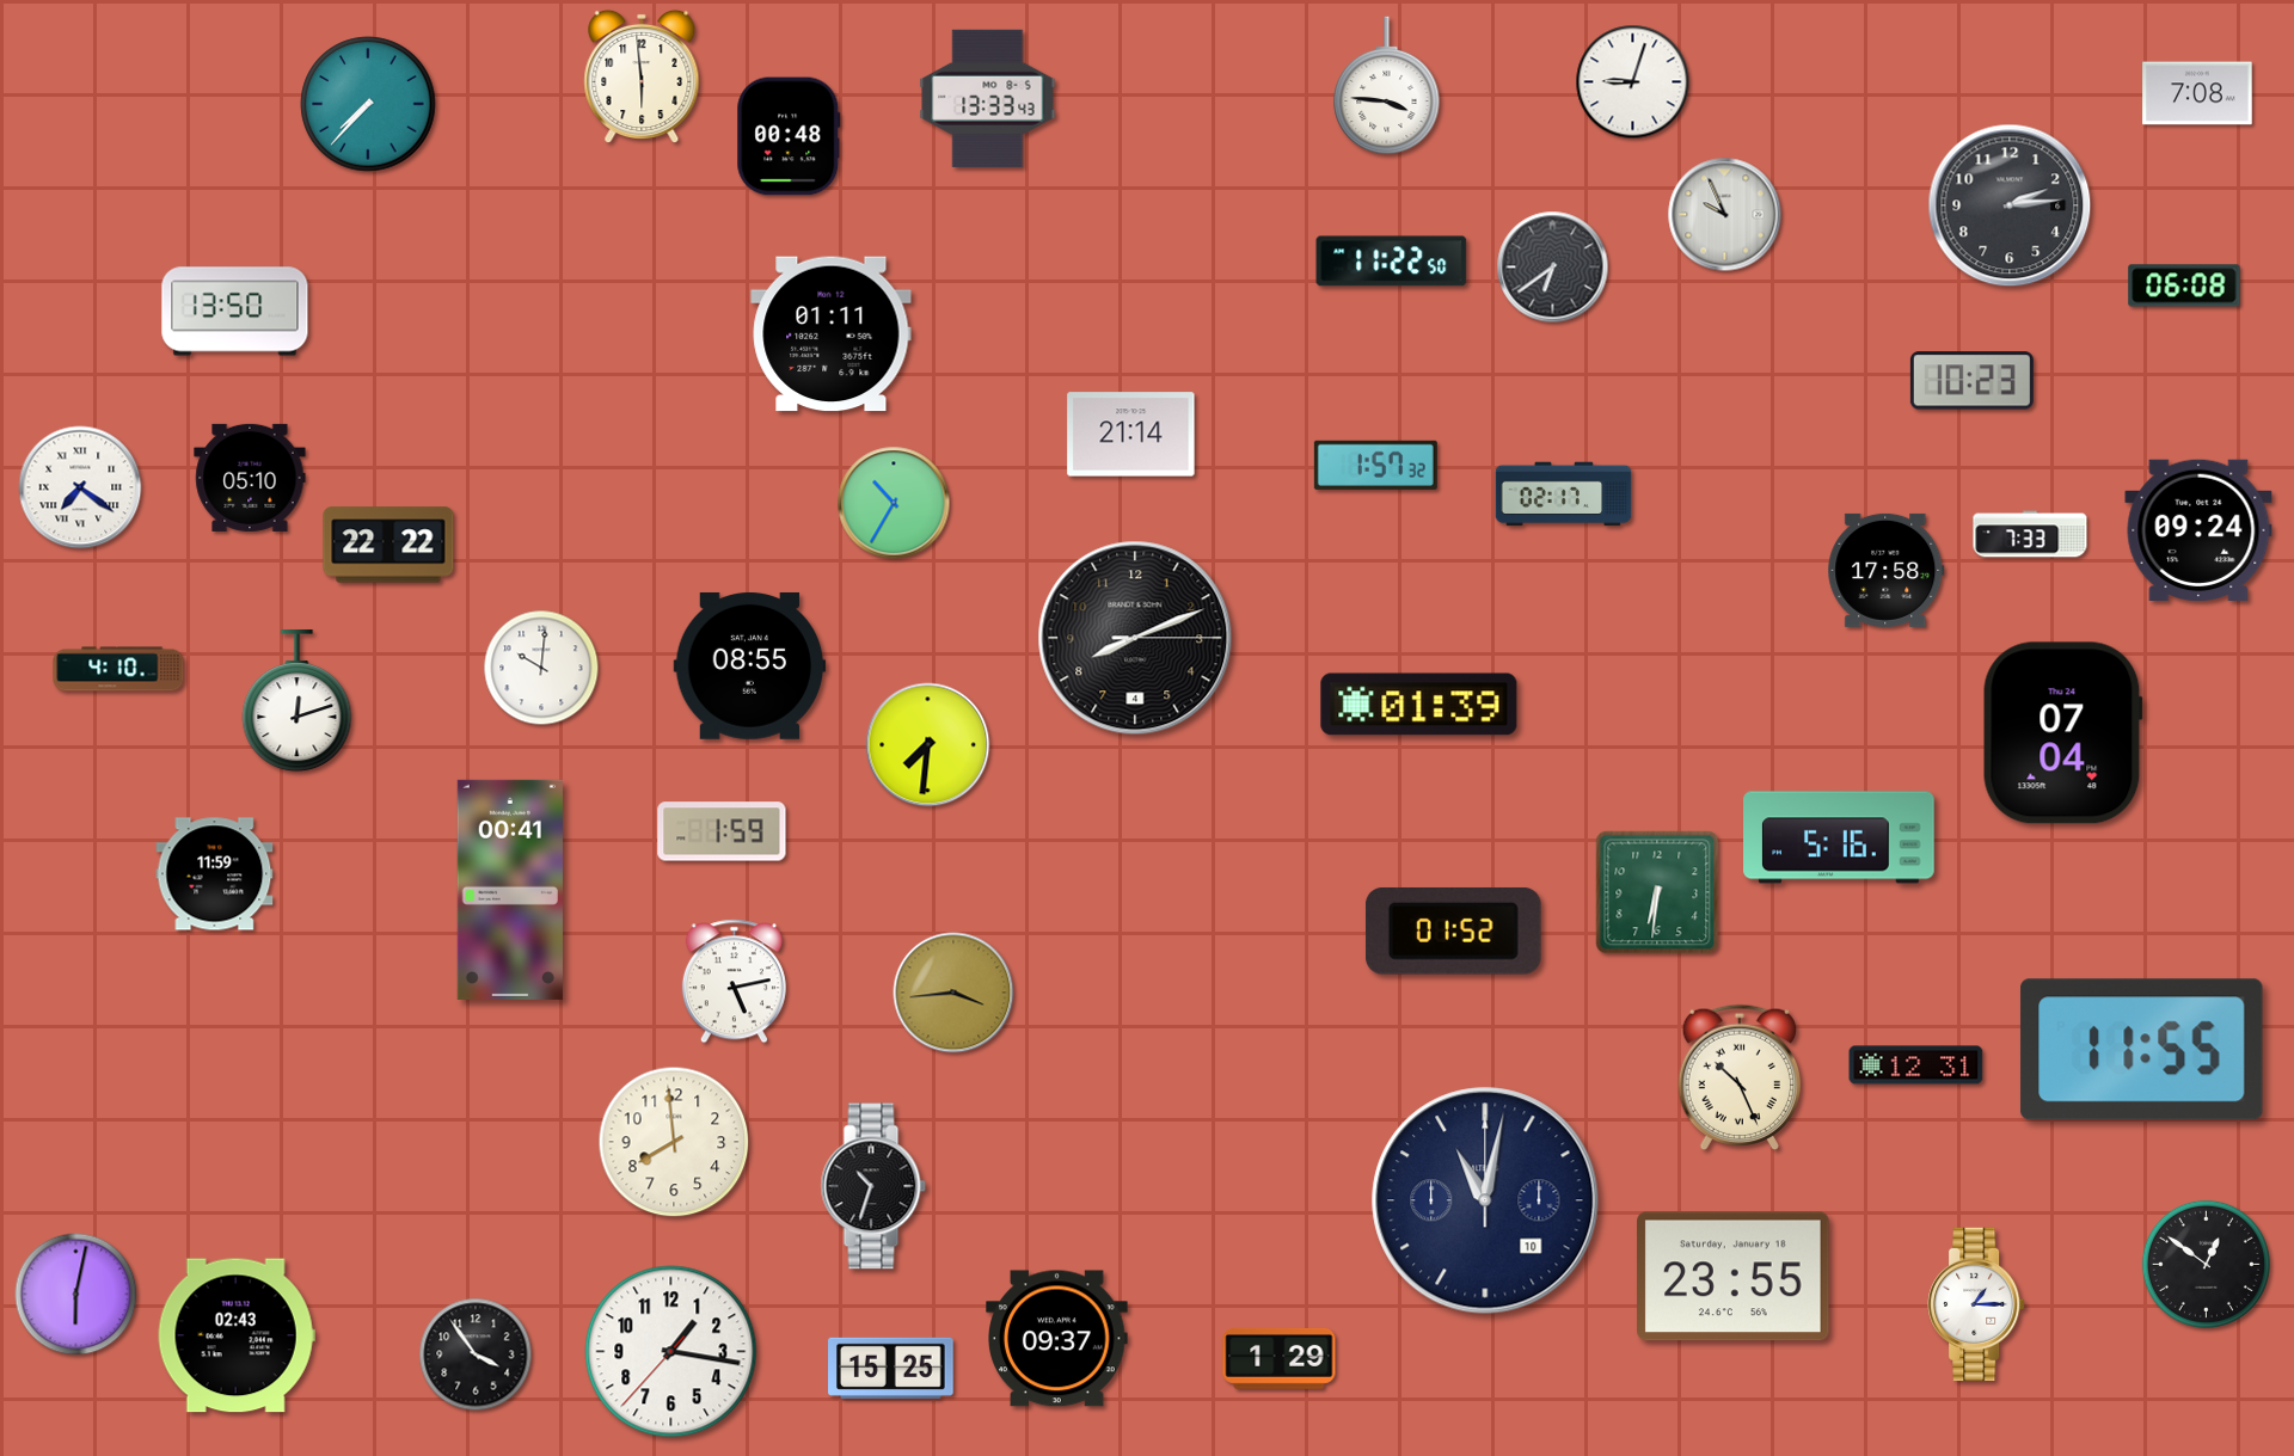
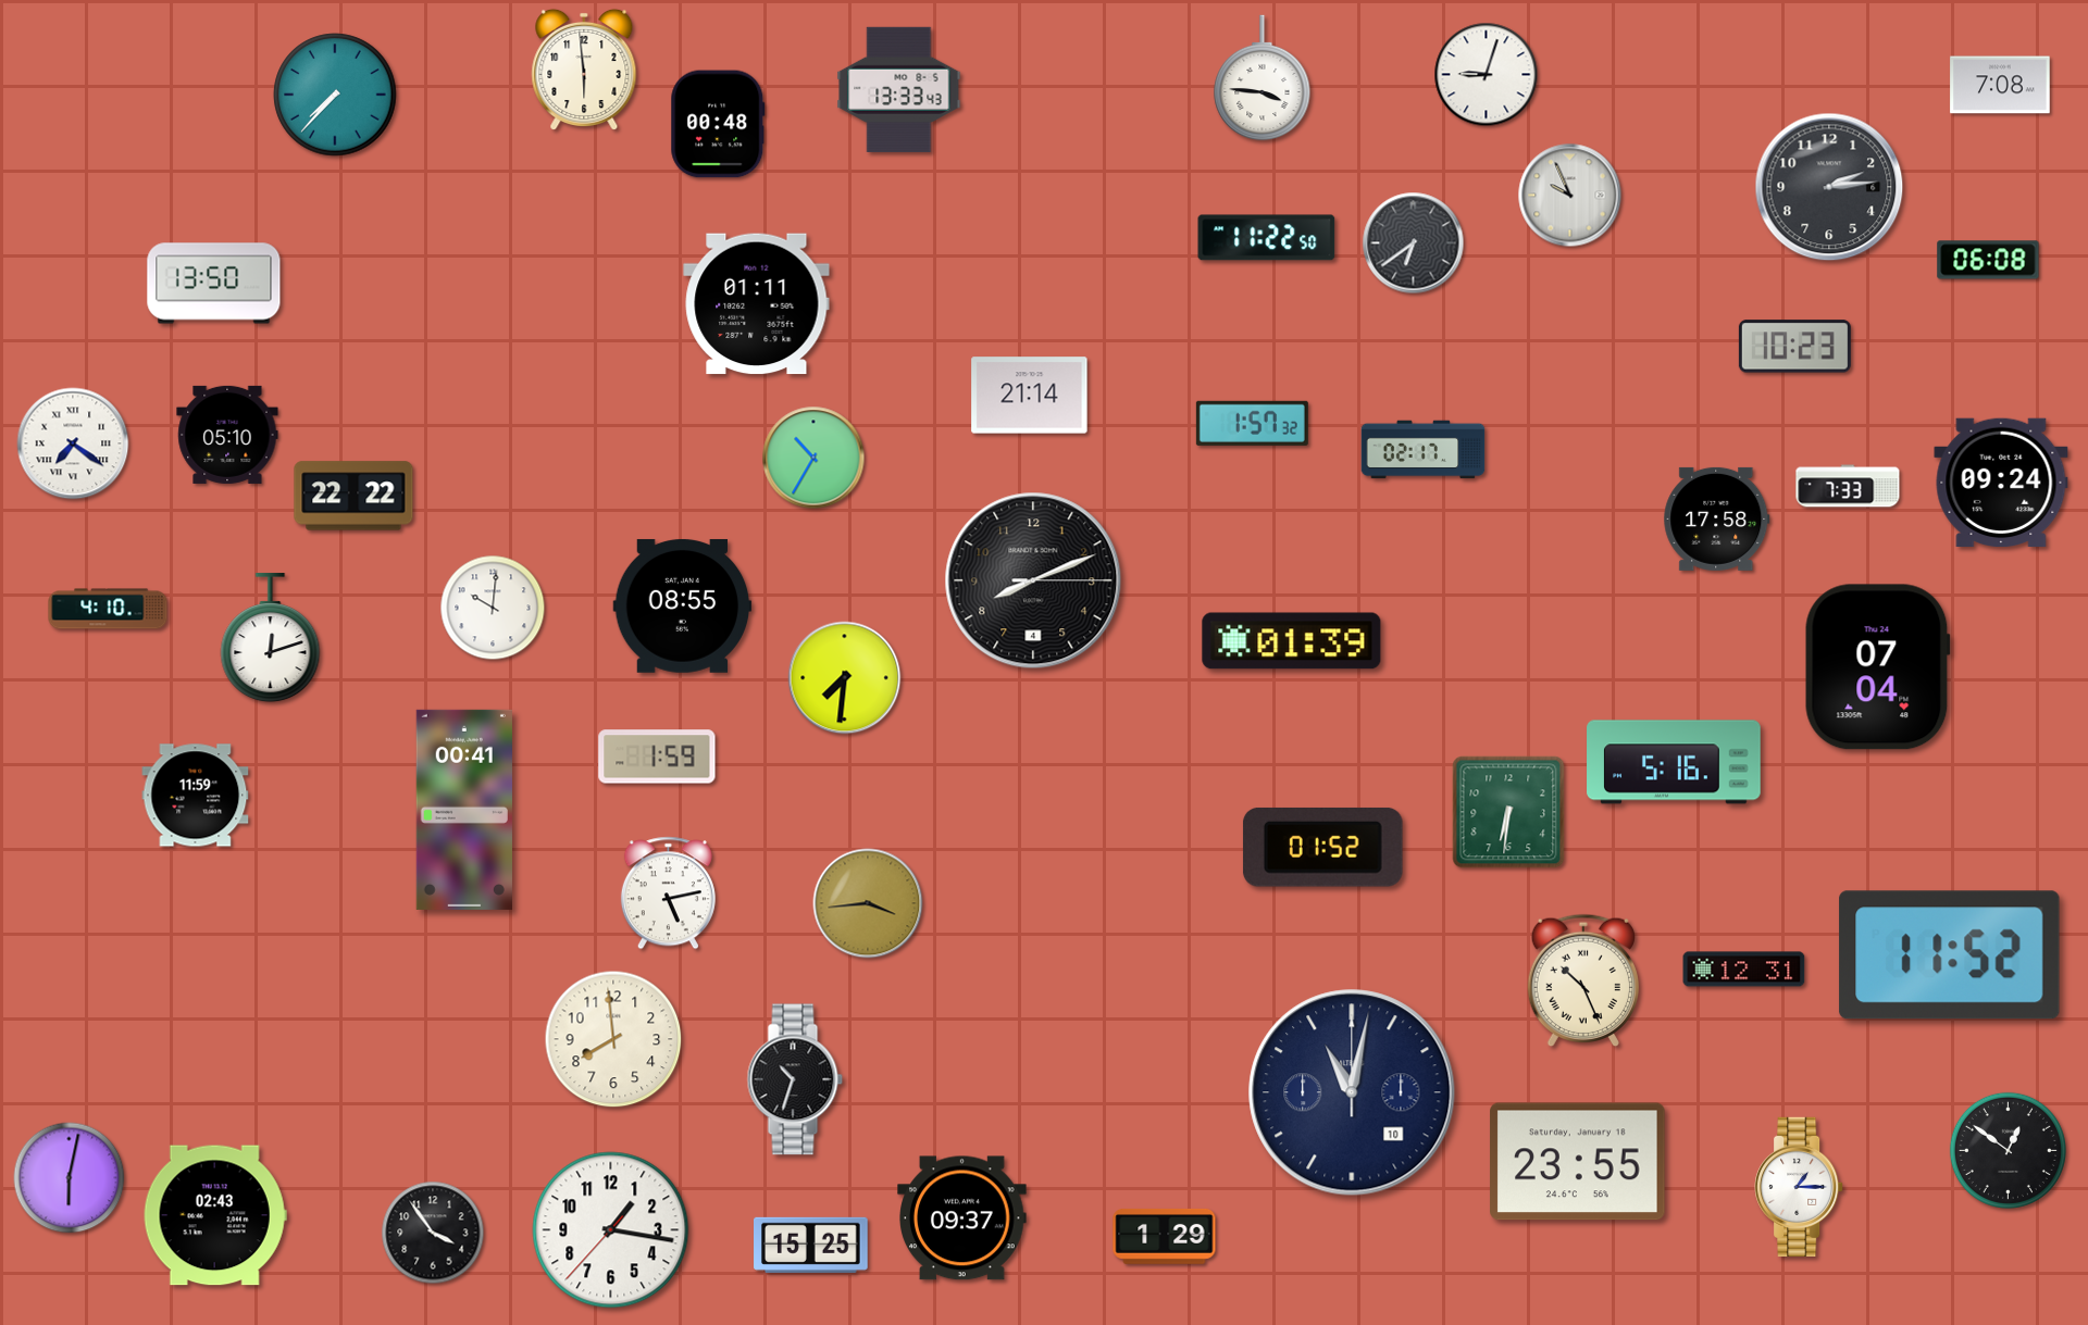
clock at (2142, 1050): 11:55 -> 11:52
